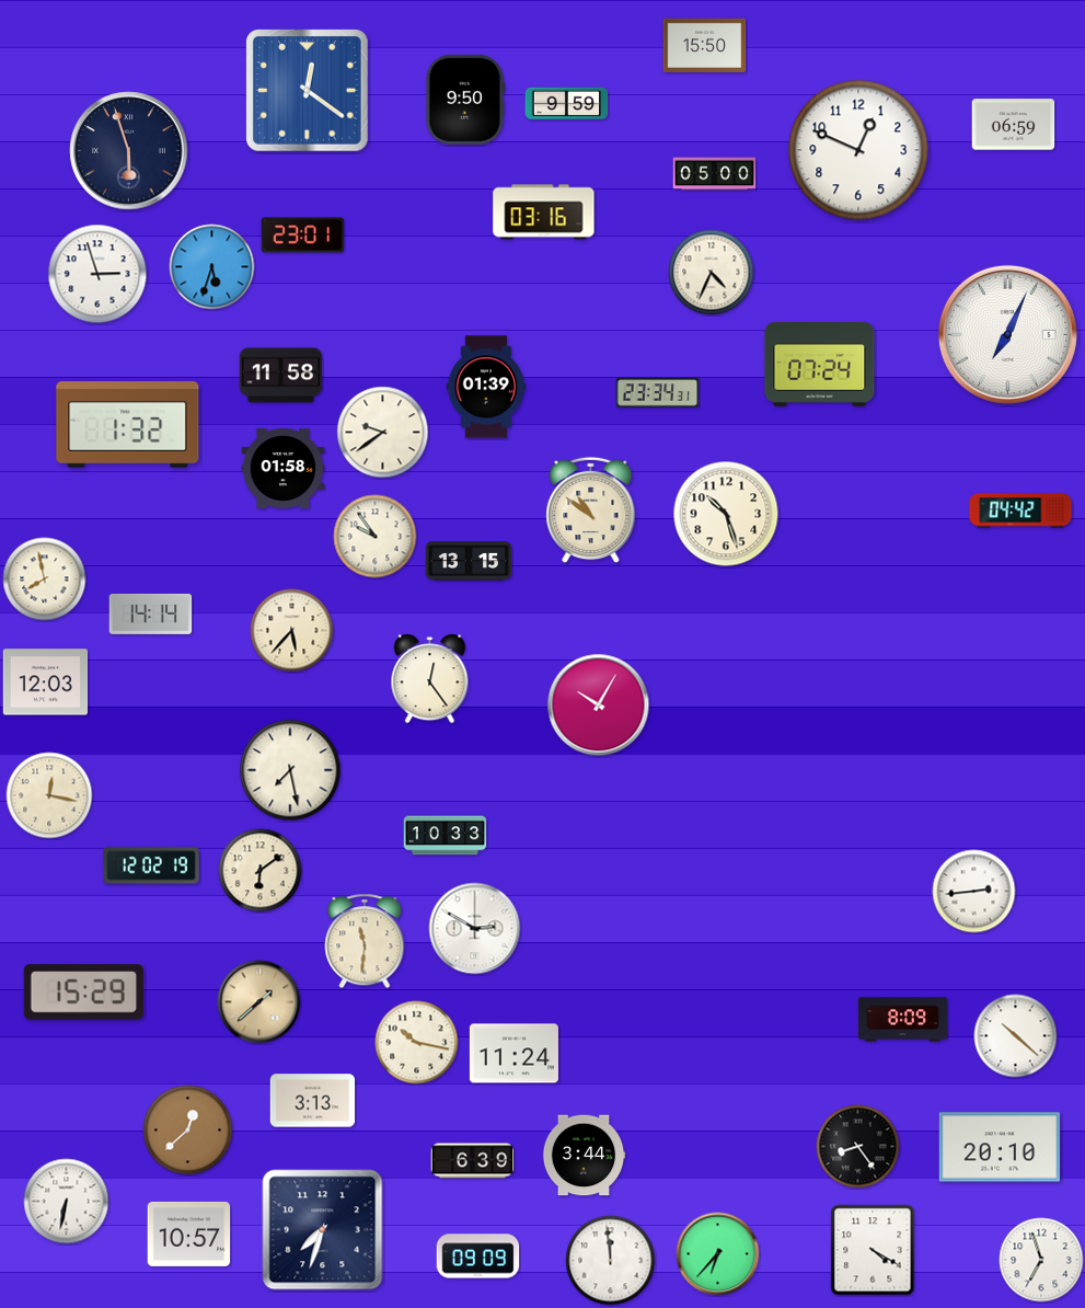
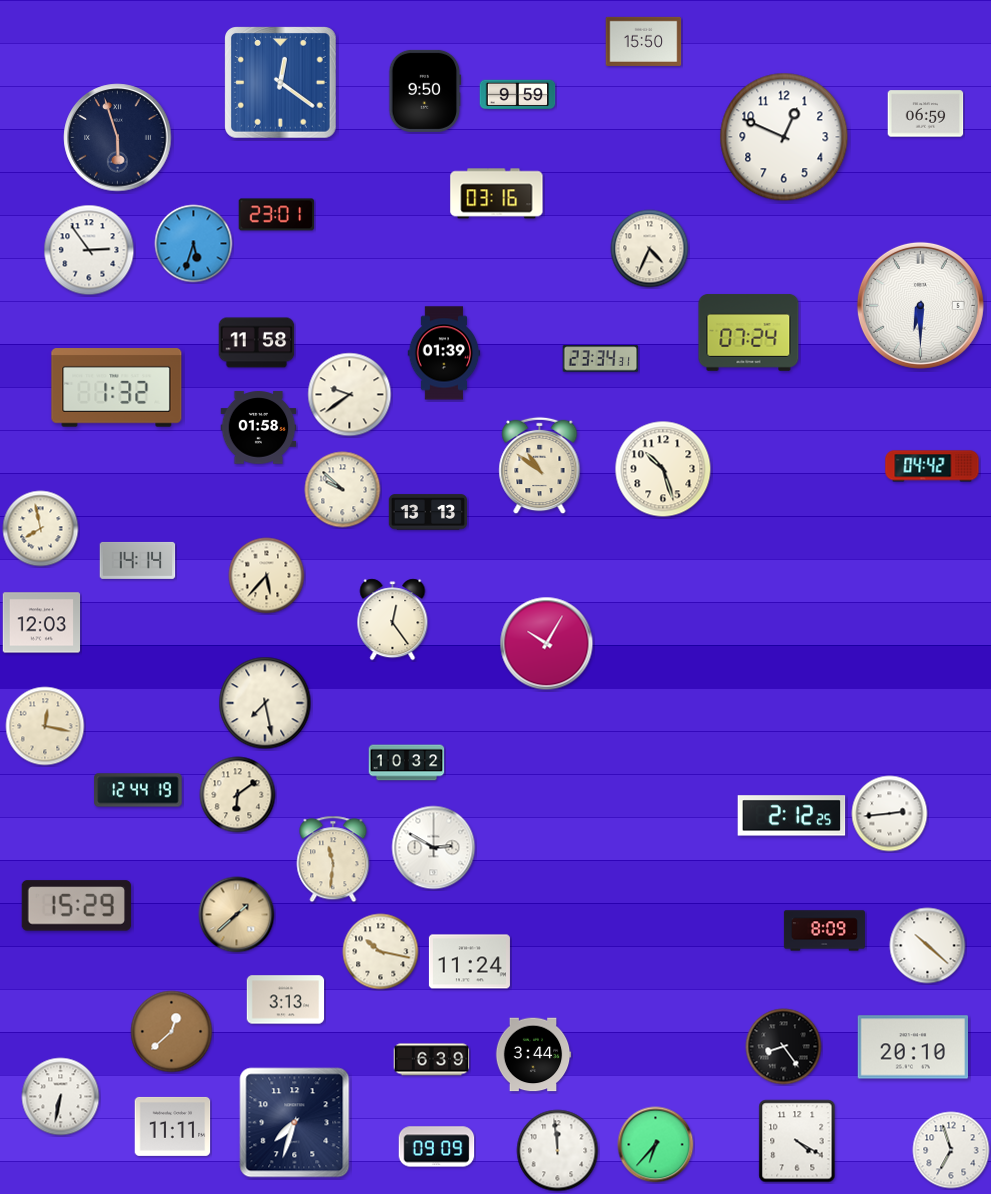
clock at (715, 174): 05:00 -> none
clock at (97, 274): 2:57 -> 2:54
clock at (1007, 334): 7:04 -> 6:30
clock at (376, 537): 9:54 -> 9:52
clock at (469, 561): 13:15 -> 13:13
clock at (446, 836): 10:33 -> 10:32
clock at (151, 865): 12:02 -> 12:44
clock at (792, 816): none -> 2:12
clock at (313, 1101) position: (313, 1101) -> (286, 1000)
clock at (189, 1234): 10:57 -> 11:11
